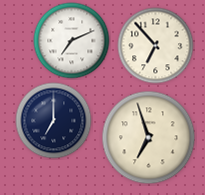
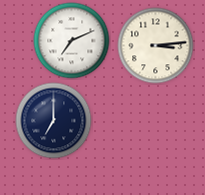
clock at (156, 46): 6:53 -> 3:14
clock at (149, 138): 6:57 -> none
